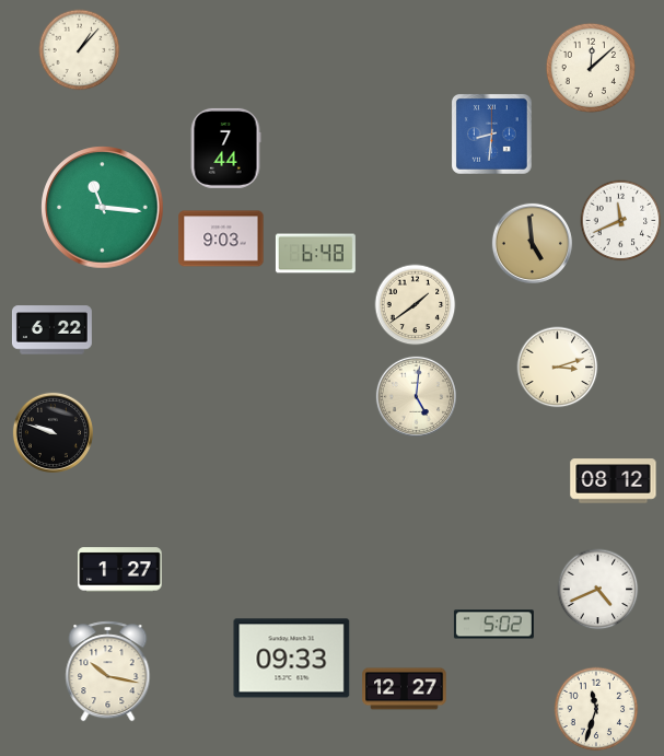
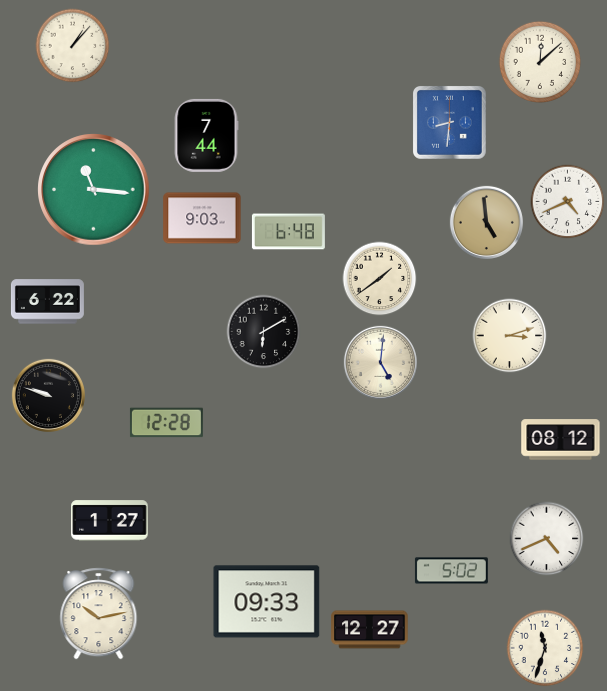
clock at (621, 221): 11:41 -> 4:41
clock at (264, 332): none -> 6:10
clock at (166, 423): none -> 12:28
clock at (108, 672): 10:17 -> 10:13
